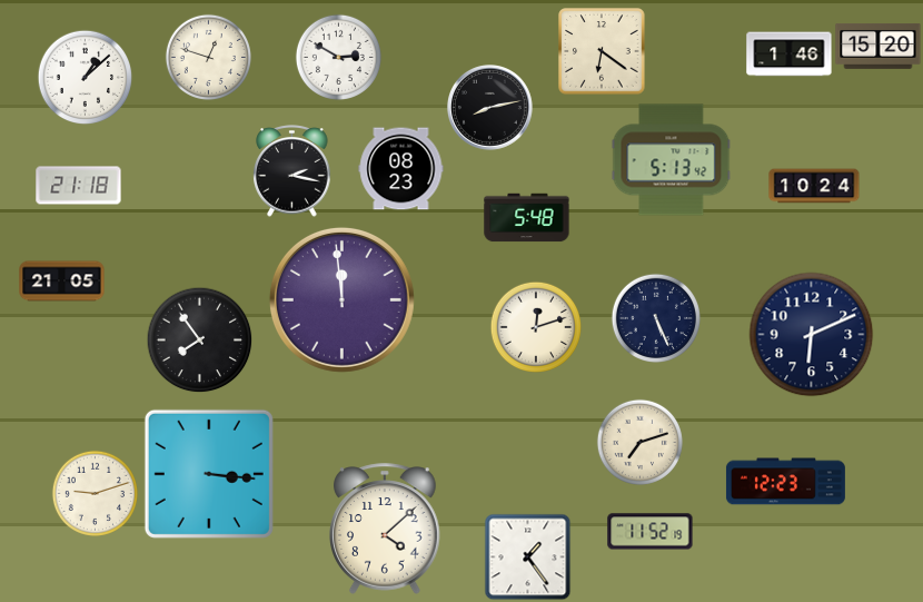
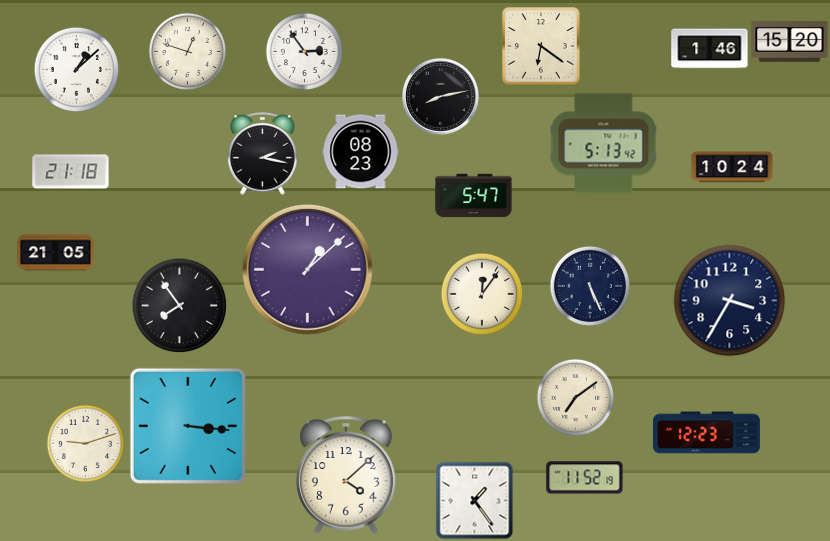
clock at (338, 57): 2:50 -> 2:54
clock at (79, 186) position: (79, 186) -> (71, 172)
clock at (527, 218): 5:48 -> 5:47
clock at (341, 299): 11:59 -> 1:08
clock at (535, 326): 12:12 -> 12:06
clock at (812, 335): 6:11 -> 3:35
clock at (639, 442): 7:12 -> 7:09
